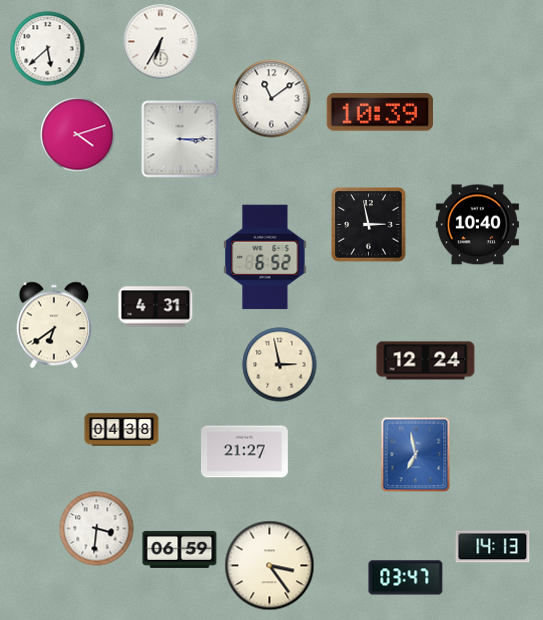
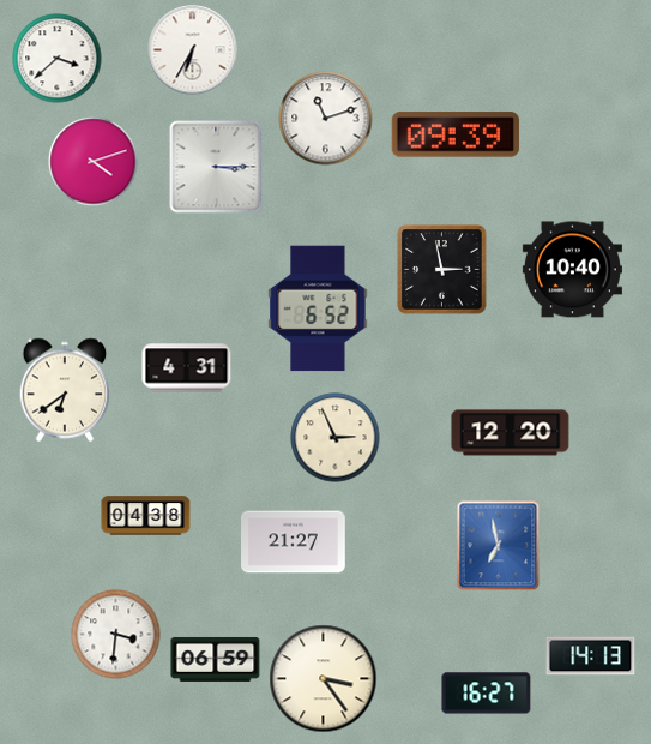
clock at (48, 49): 5:38 -> 3:38
clock at (272, 99): 11:09 -> 11:12
clock at (380, 112): 10:39 -> 09:39
clock at (426, 361): 12:24 -> 12:20
clock at (280, 365): 2:58 -> 2:56
clock at (406, 578): 03:47 -> 16:27
